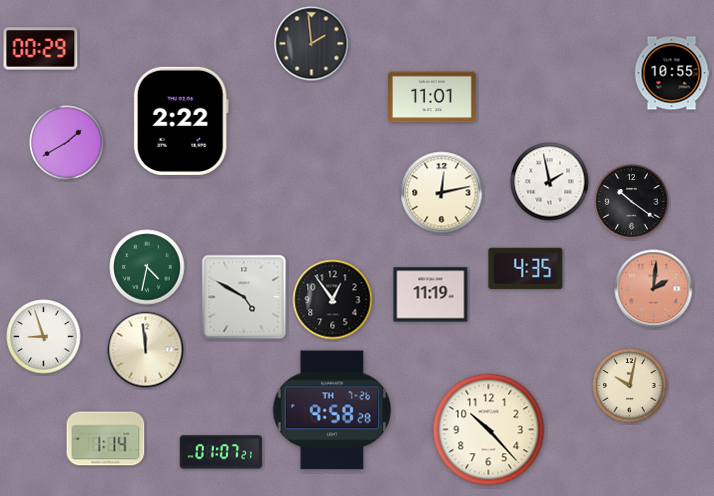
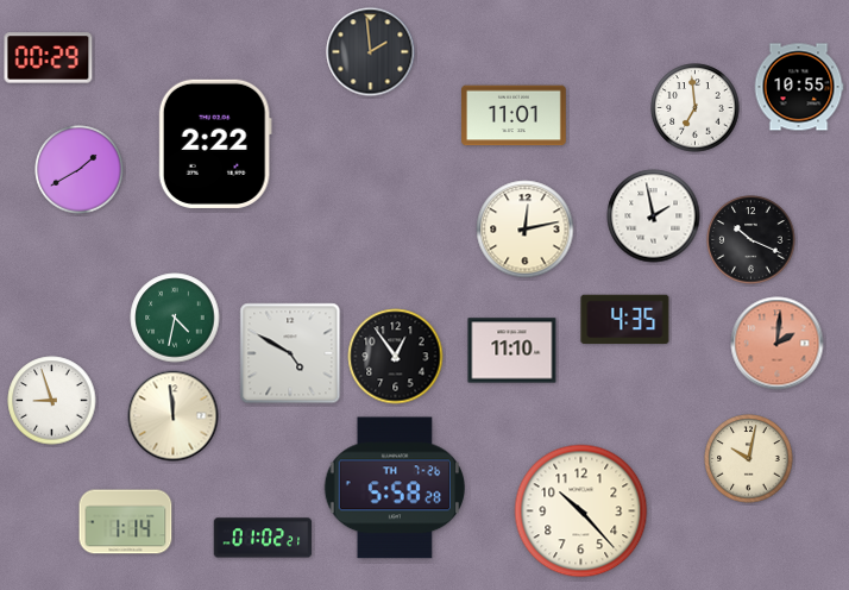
clock at (696, 108): none -> 6:59
clock at (632, 202): 10:21 -> 10:19
clock at (431, 295): 11:19 -> 11:10
clock at (331, 410): 9:58 -> 5:58
clock at (221, 452): 01:07 -> 01:02
